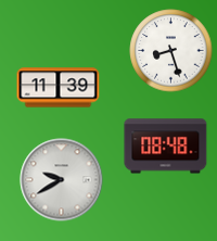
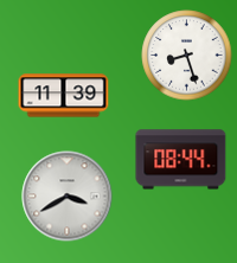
clock at (166, 147): 08:48 -> 08:44
clock at (62, 180): 9:40 -> 3:40
